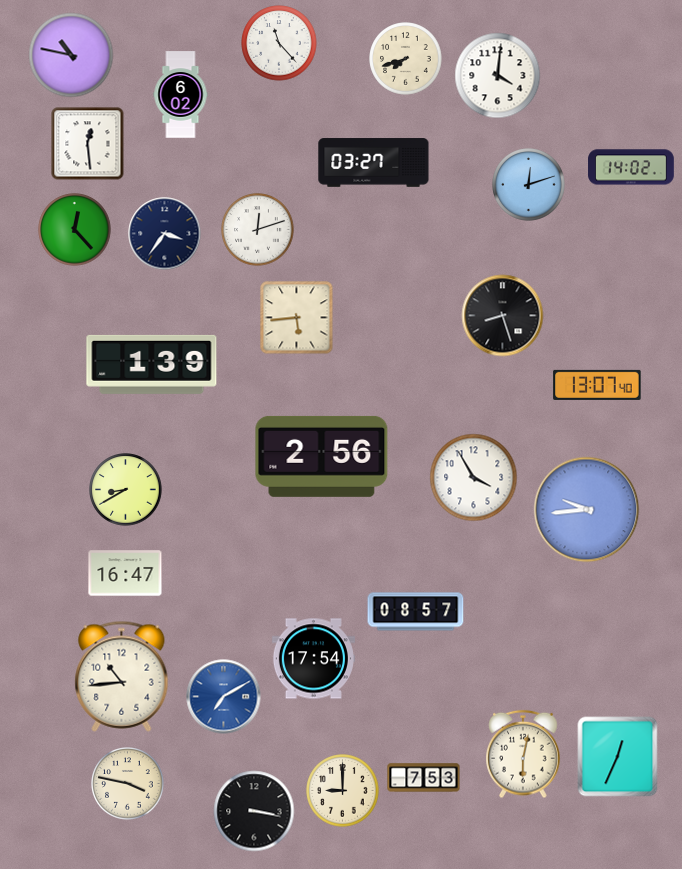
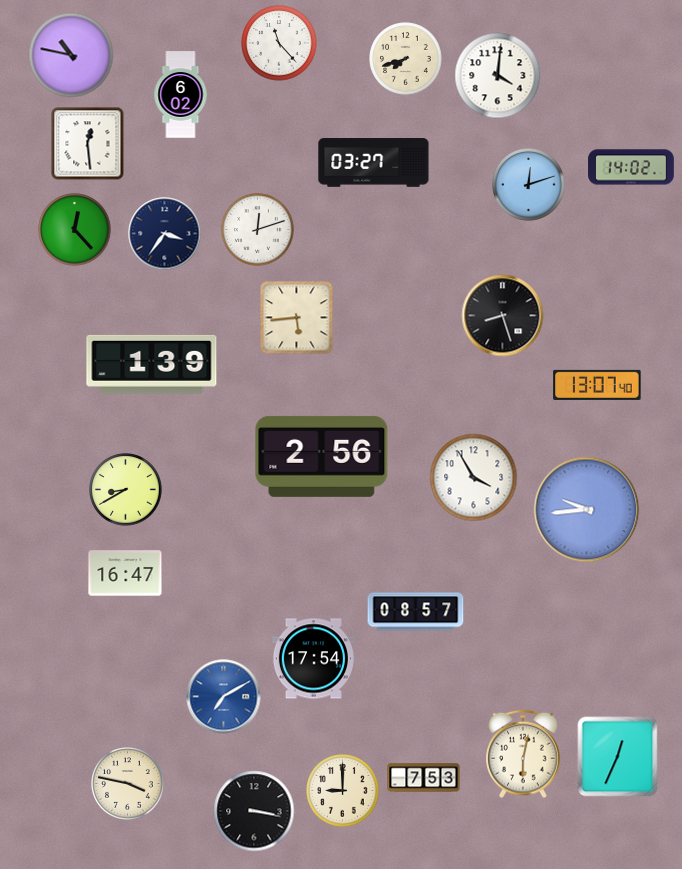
clock at (122, 676): 10:44 -> none
